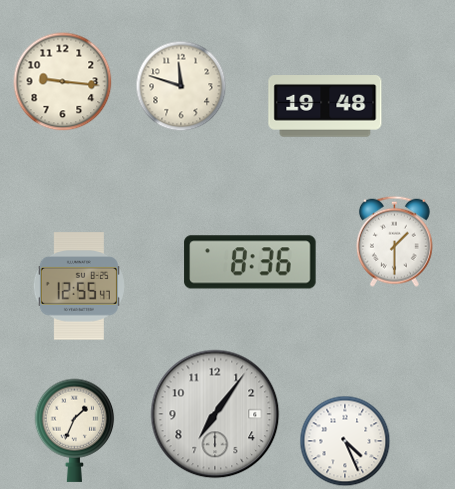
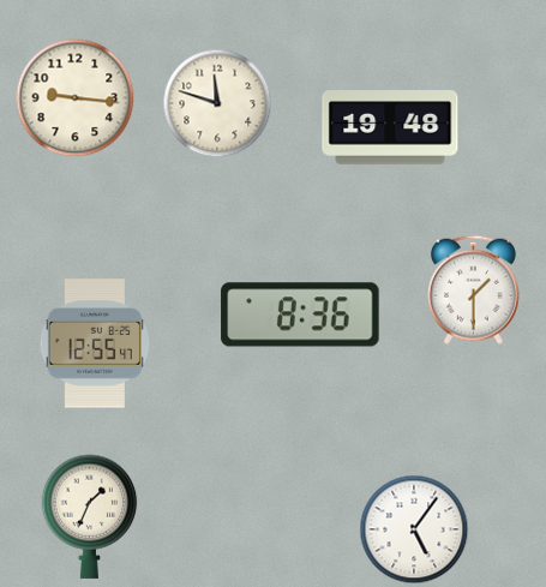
clock at (215, 414): 7:06 -> none
clock at (345, 441): 4:26 -> 5:06
